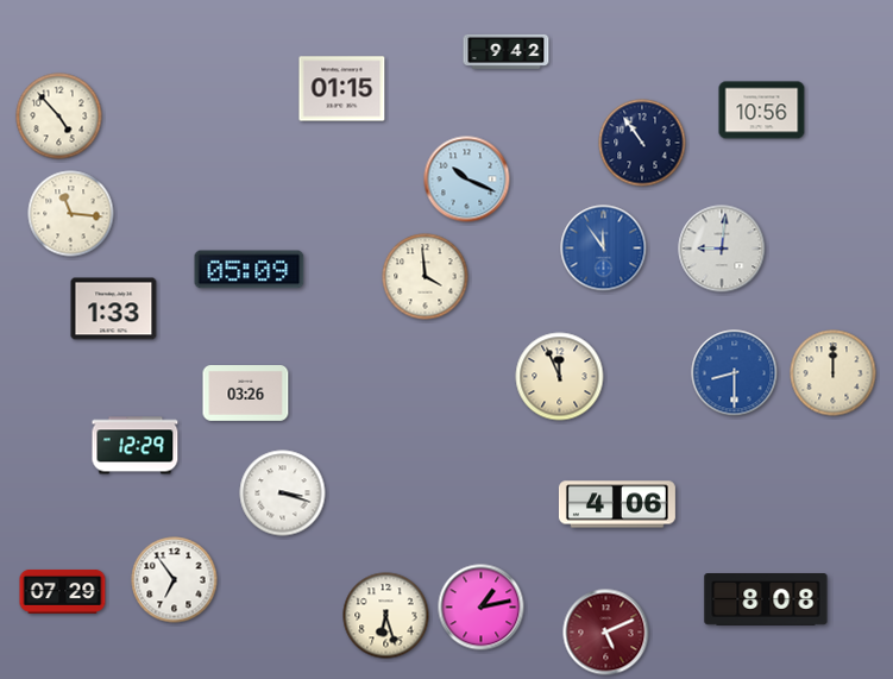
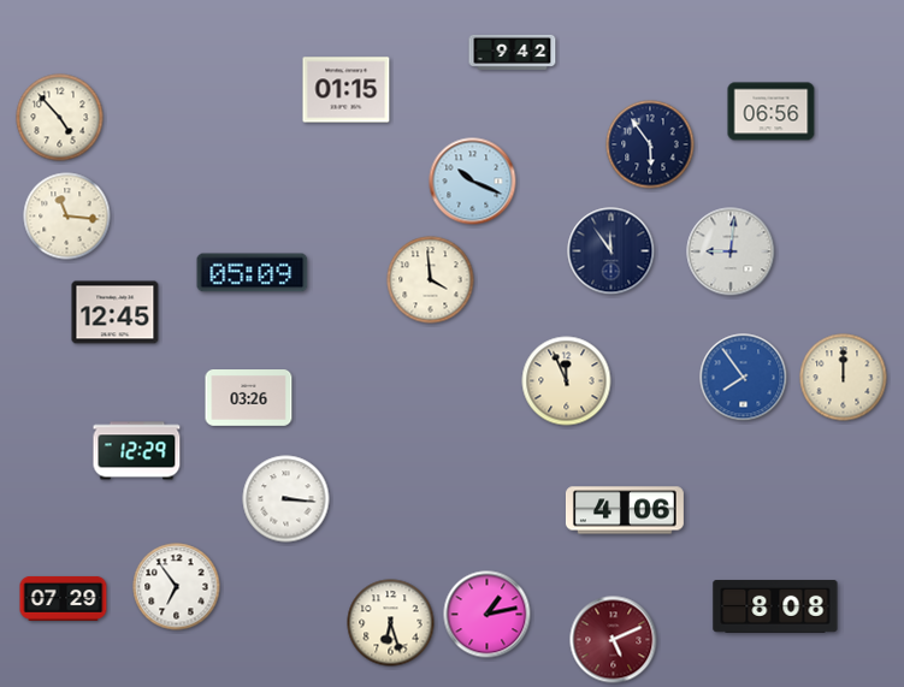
clock at (762, 111): 10:56 -> 06:56
clock at (642, 143): 10:54 -> 5:54
clock at (71, 214) position: (71, 214) -> (67, 217)
clock at (604, 249) dial: blue -> navy
clock at (114, 309): 1:33 -> 12:45
clock at (735, 373): 8:30 -> 7:54
clock at (283, 493): 3:18 -> 3:16
